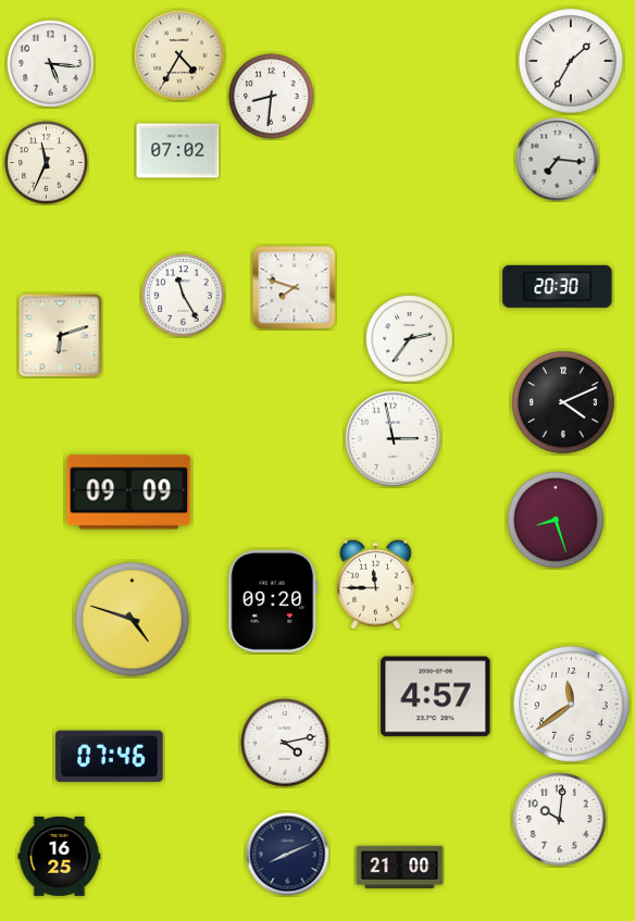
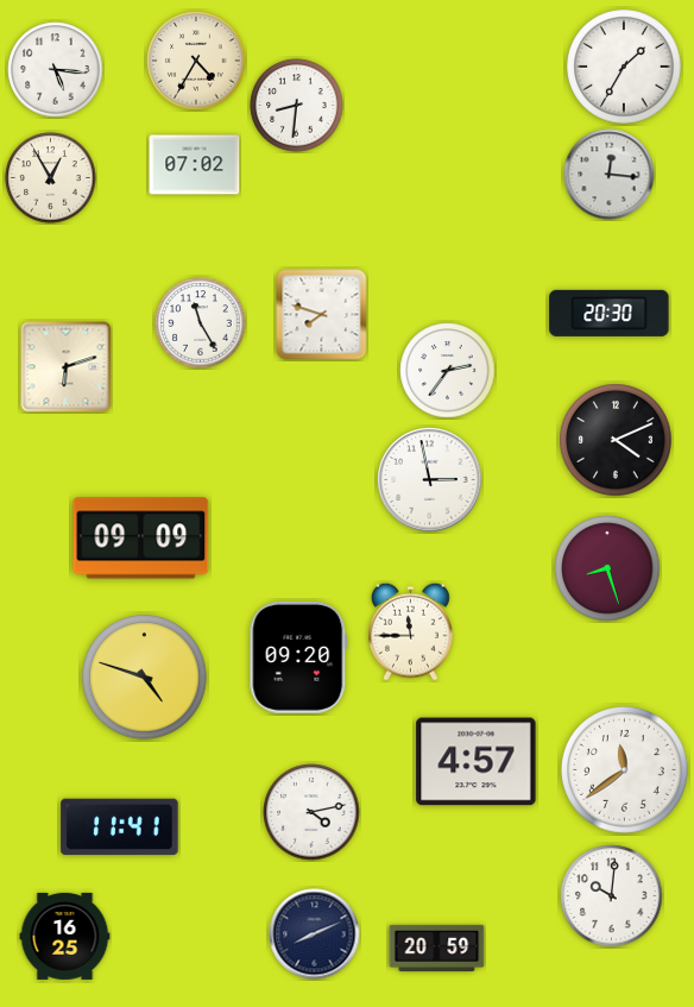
clock at (558, 160): 7:16 -> 12:16
clock at (47, 163): 11:34 -> 12:55
clock at (376, 584) position: (376, 584) -> (411, 631)
clock at (110, 757): 07:46 -> 11:41
clock at (400, 867): 21:00 -> 20:59
